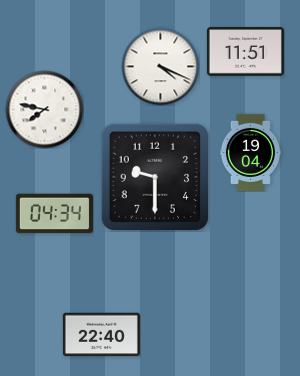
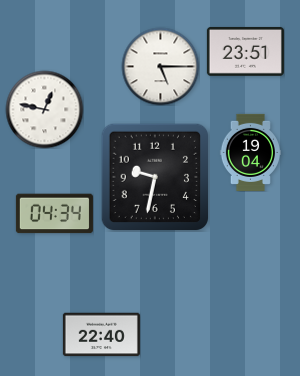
clock at (245, 52): 11:51 -> 23:51
clock at (160, 66): 4:19 -> 5:15
clock at (44, 109): 7:47 -> 12:47
clock at (155, 177): 9:30 -> 9:32
